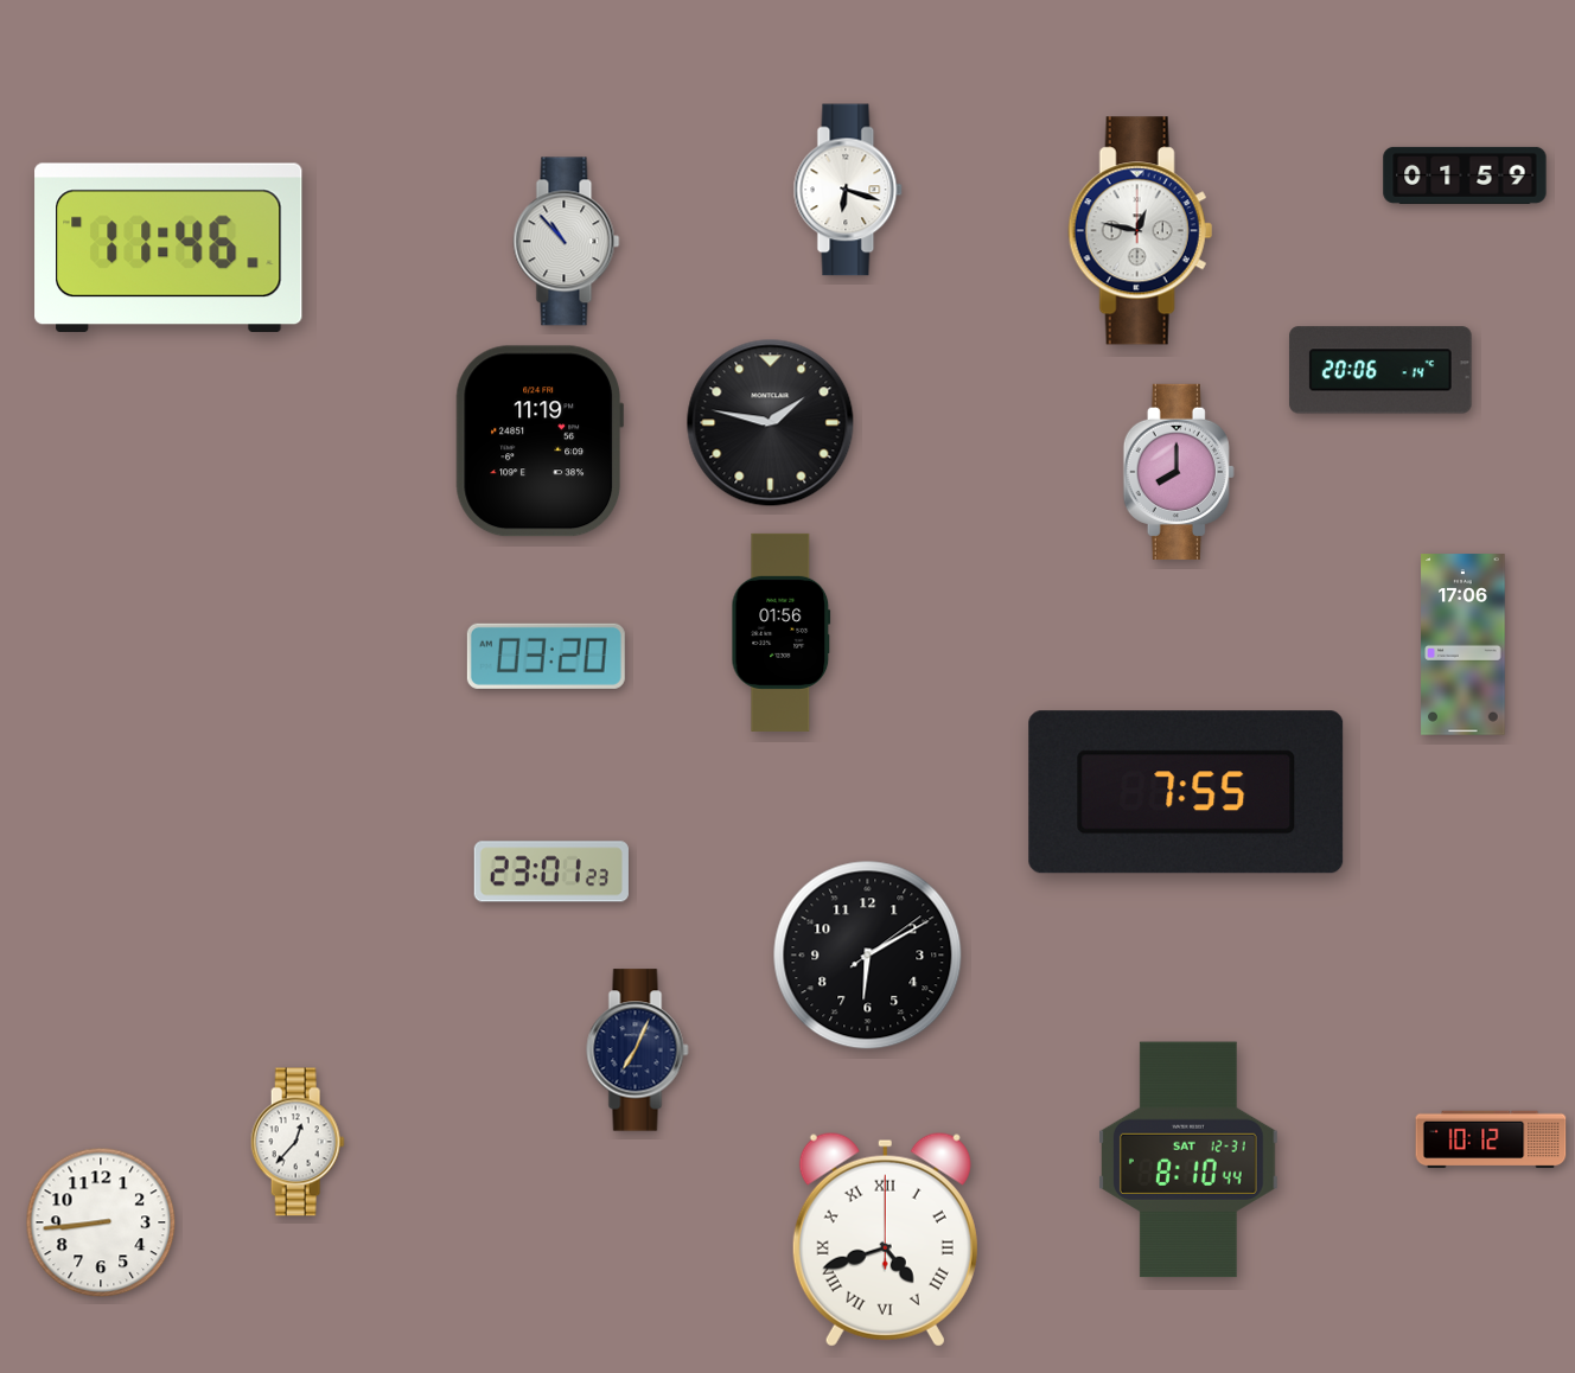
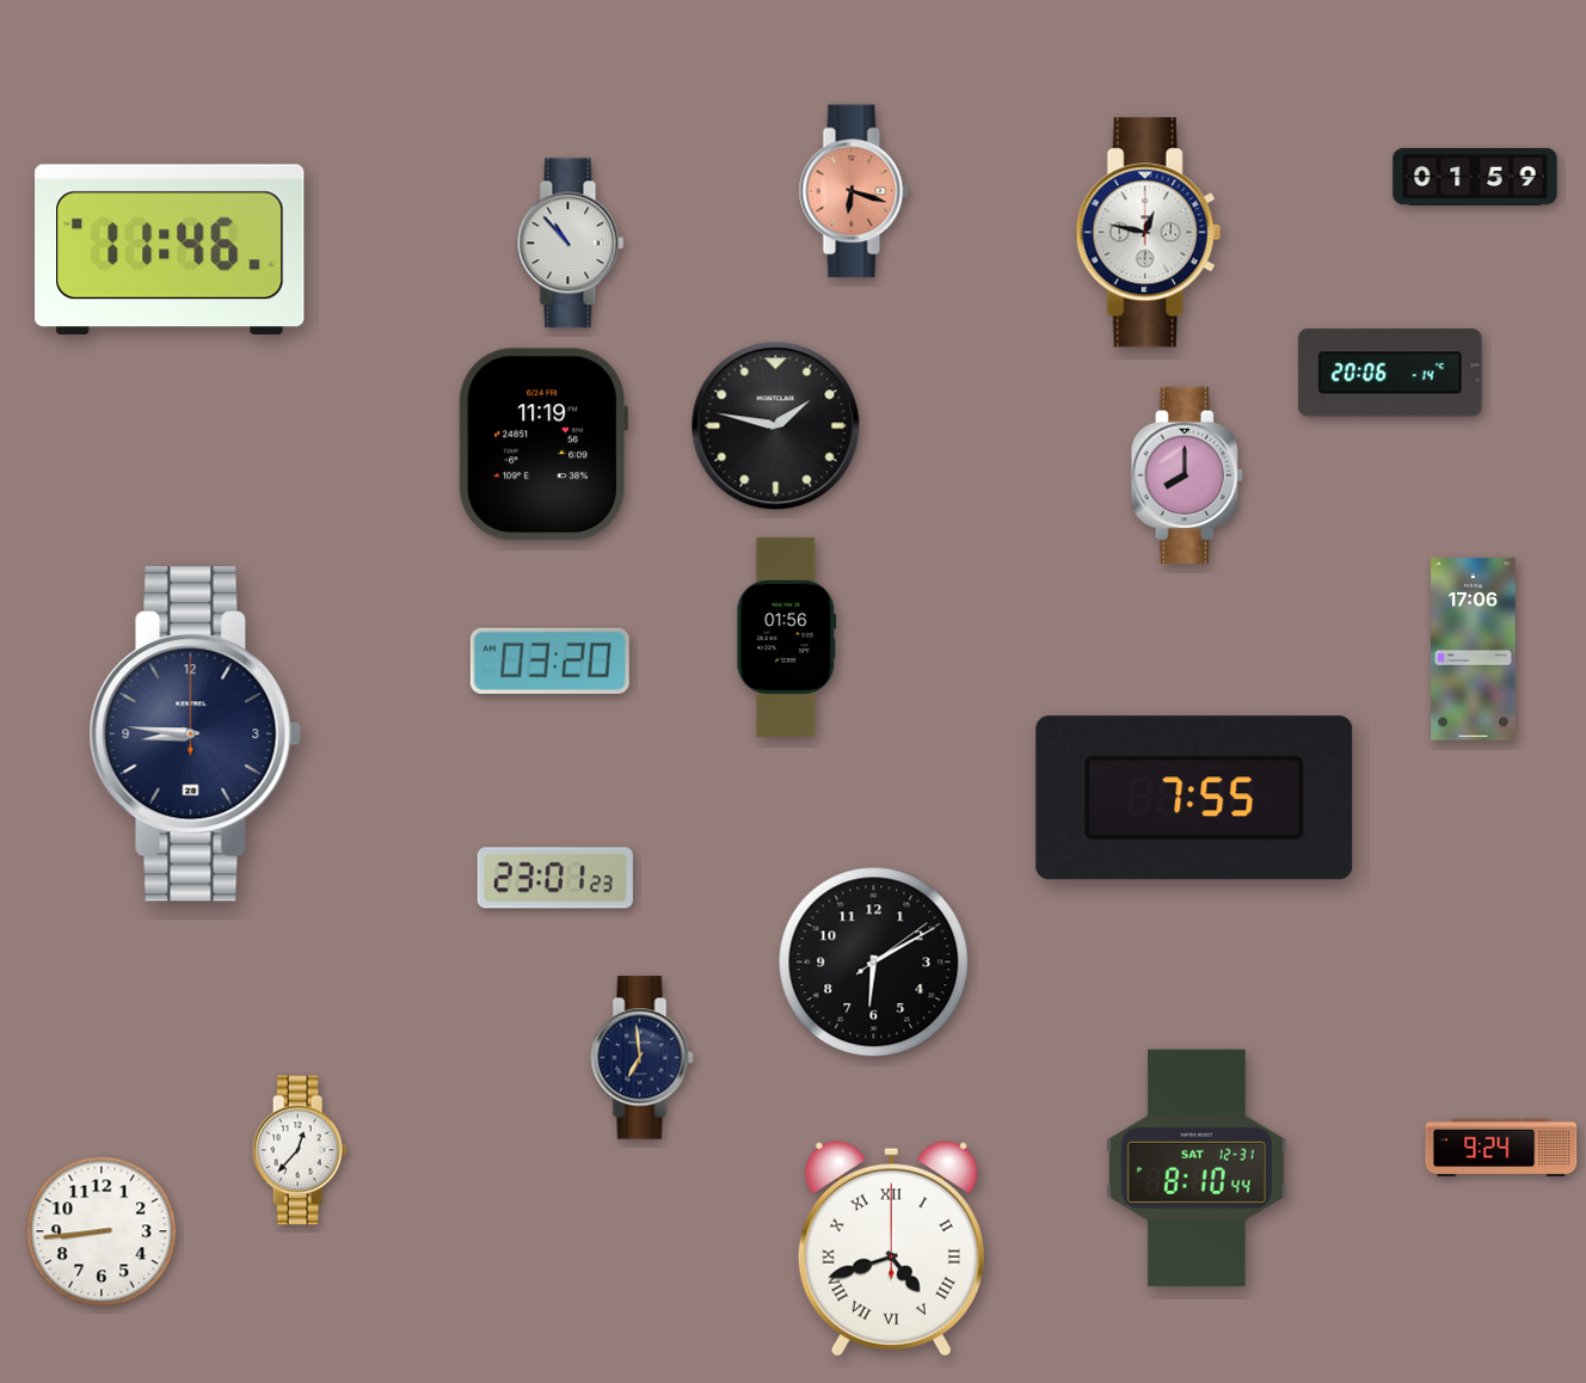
clock at (848, 190) dial: white -> salmon
clock at (195, 734): none -> 8:46
clock at (638, 1050): 7:04 -> 6:59
clock at (1491, 1139): 10:12 -> 9:24
